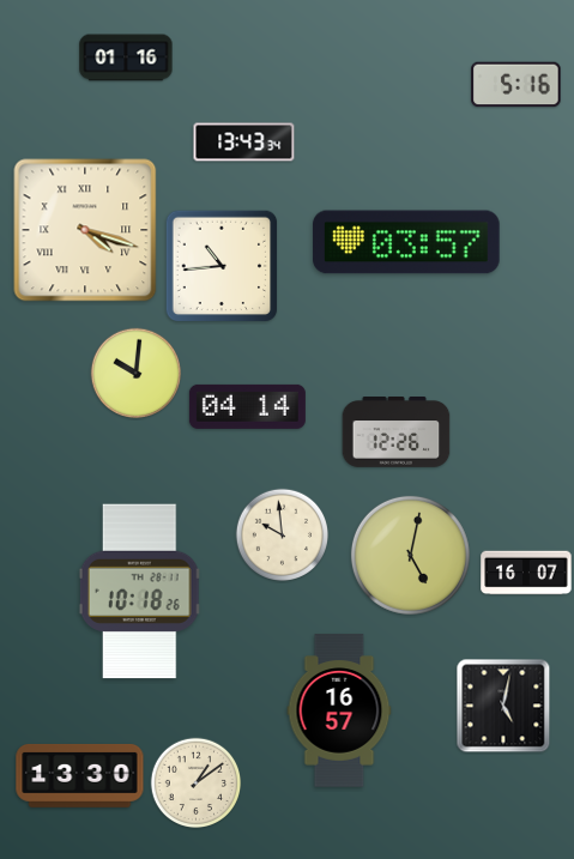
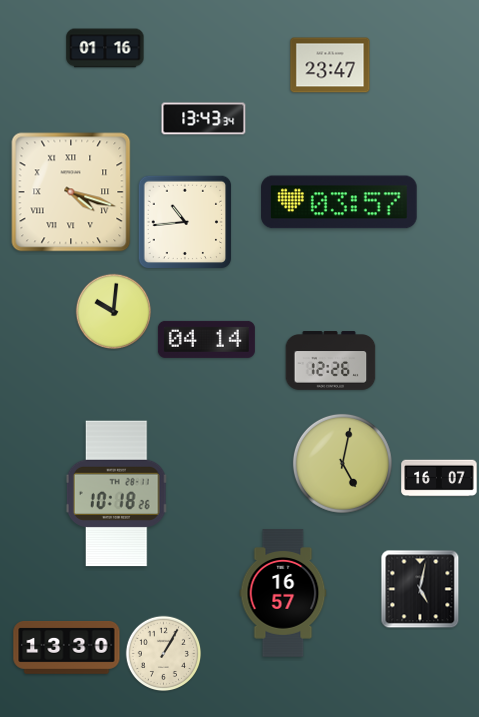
clock at (330, 65): none -> 23:47
clock at (516, 85): 5:16 -> none
clock at (283, 536): 9:59 -> none
clock at (197, 784): 1:09 -> 1:05
